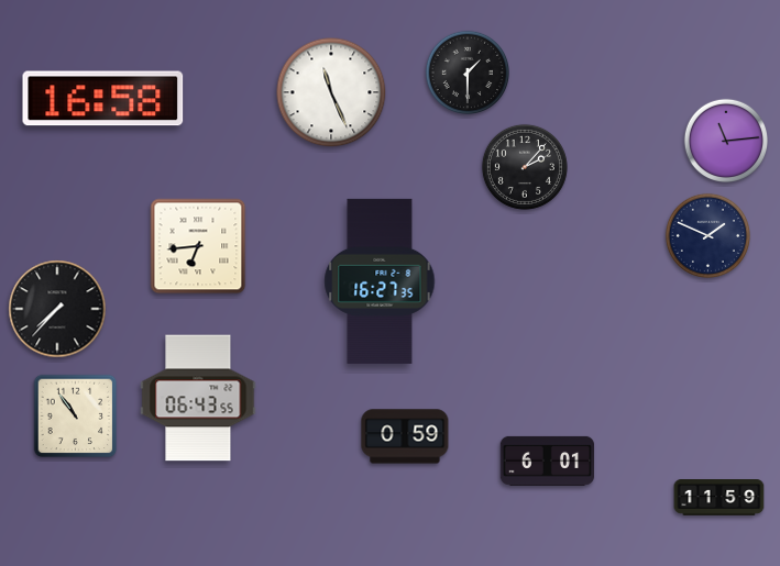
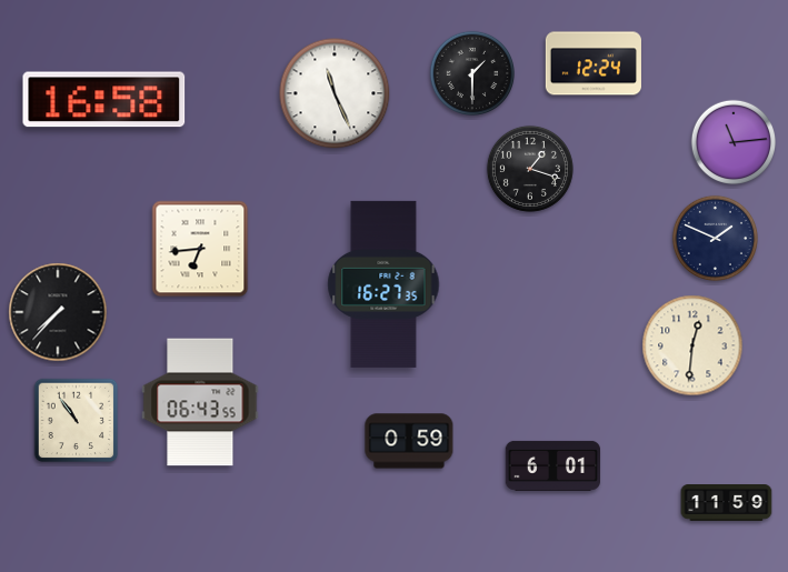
clock at (594, 63): none -> 12:24
clock at (525, 167): 2:07 -> 1:18
clock at (692, 345): none -> 12:31
